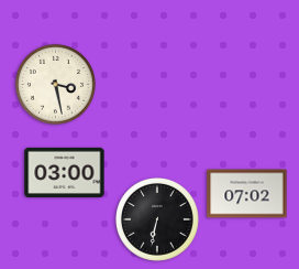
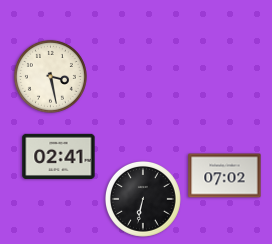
clock at (65, 172): 03:00 -> 02:41
